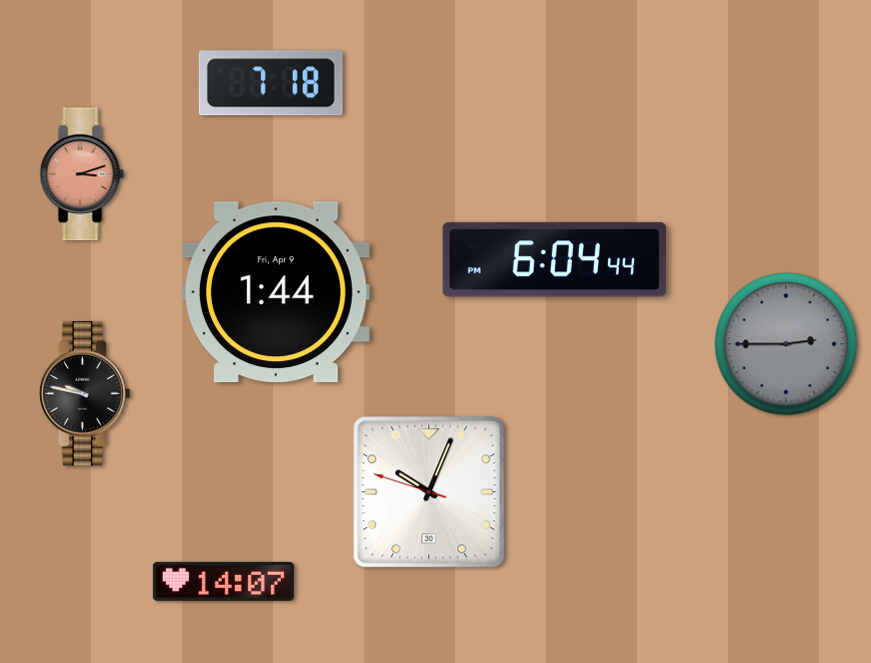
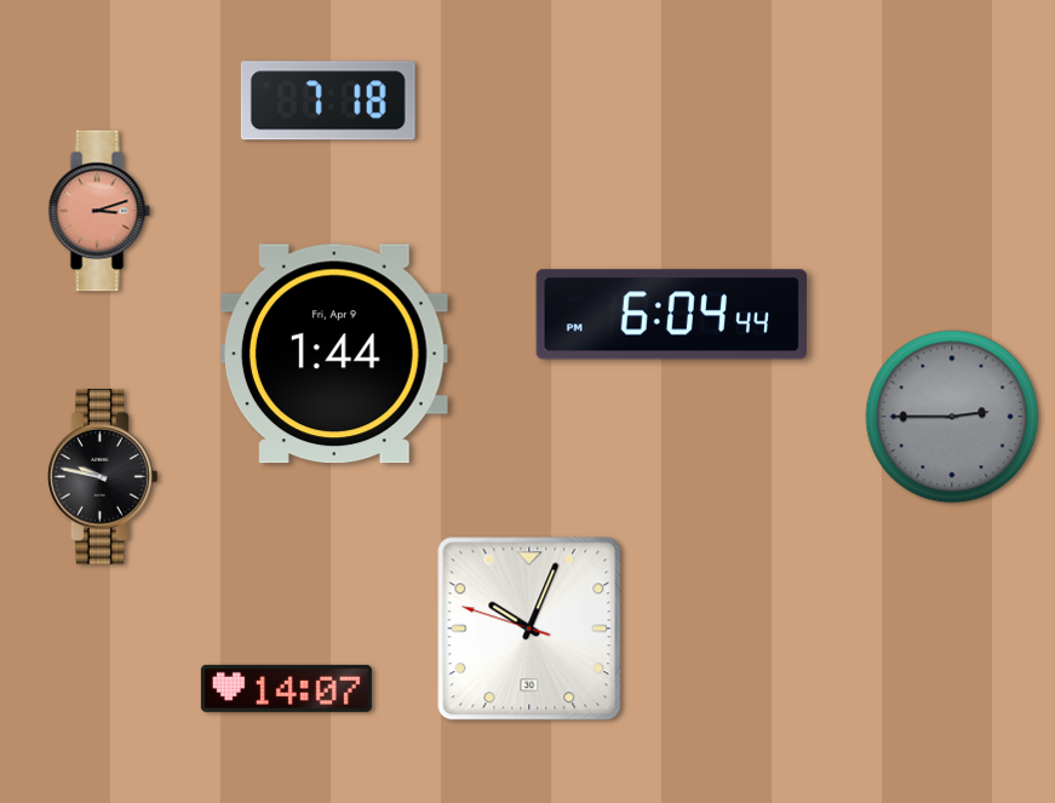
clock at (429, 492) position: (429, 492) -> (529, 629)
clock at (223, 581) position: (223, 581) -> (286, 688)
